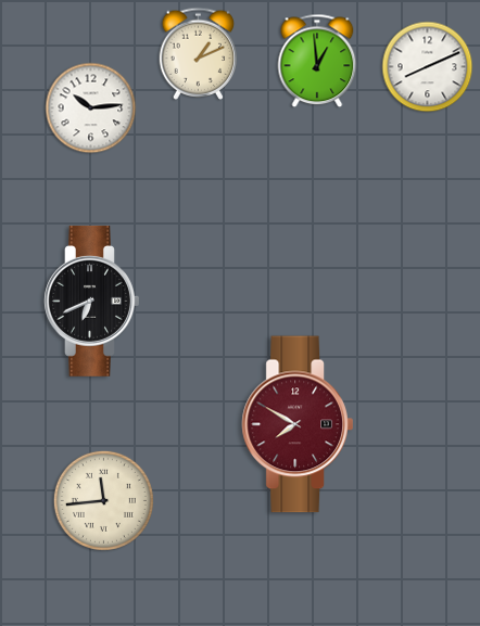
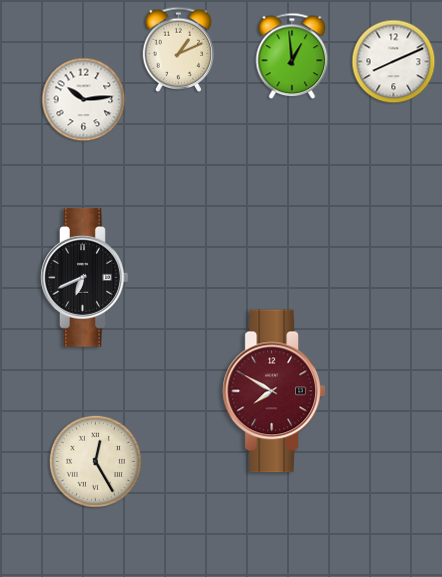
clock at (199, 53) position: (199, 53) -> (179, 49)
clock at (103, 500): 11:44 -> 12:25
